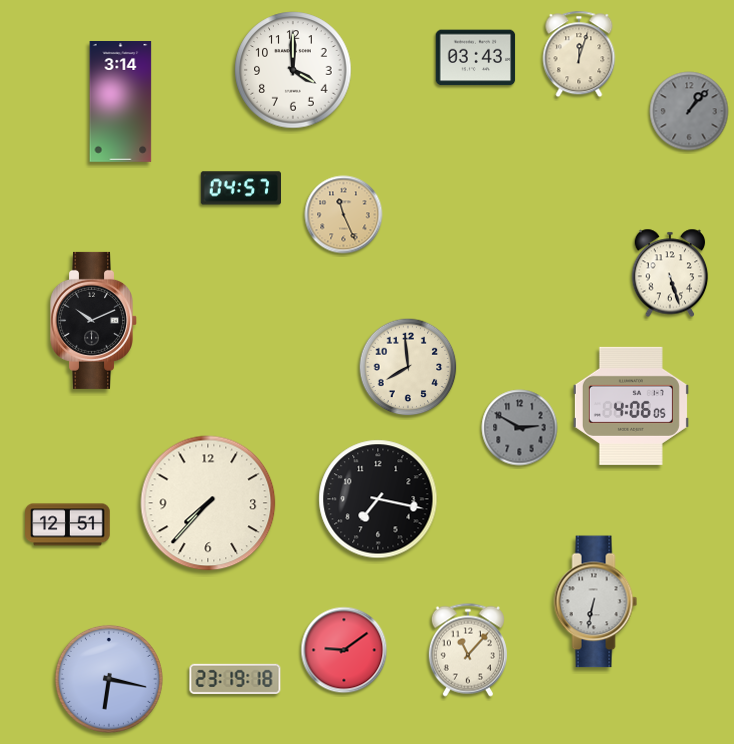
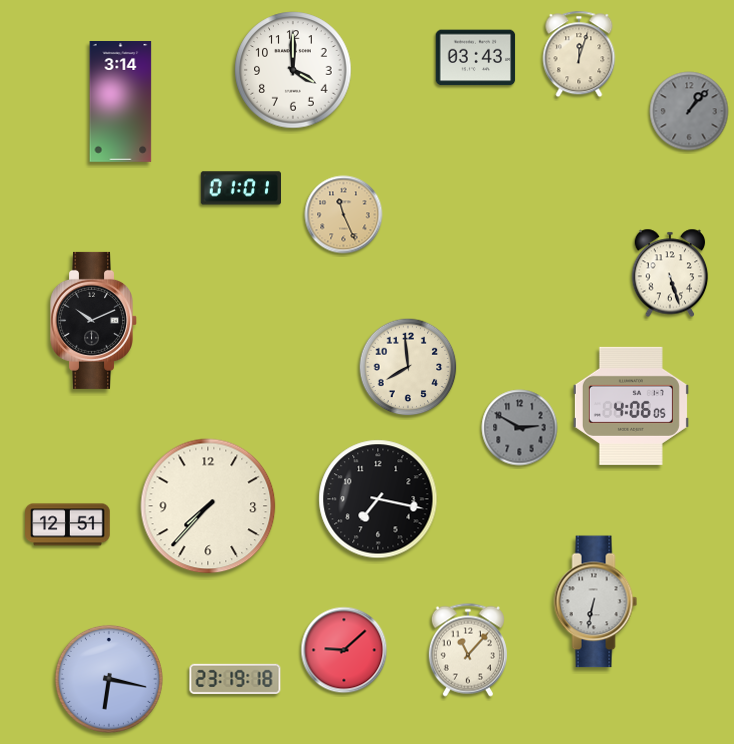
clock at (240, 188): 04:57 -> 01:01
clock at (208, 503) position: (208, 503) -> (208, 506)
clock at (344, 650): 9:09 -> 9:08
